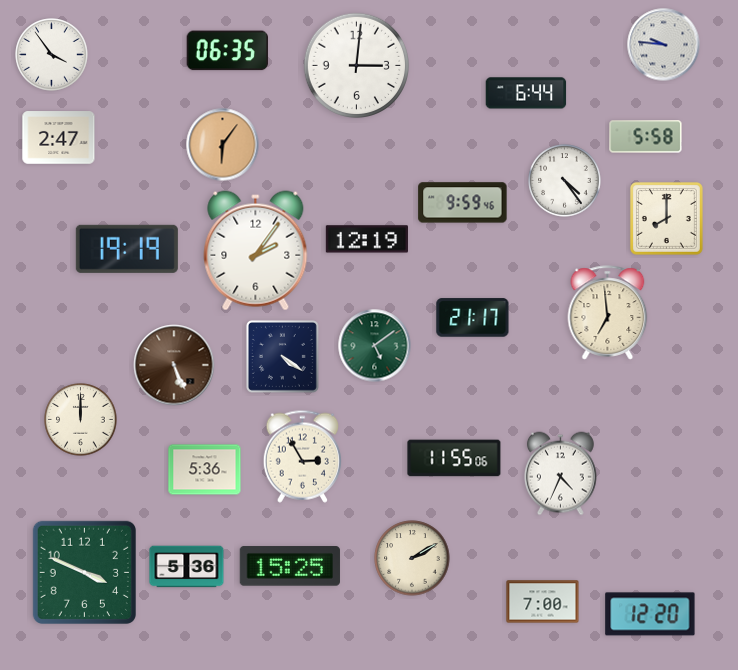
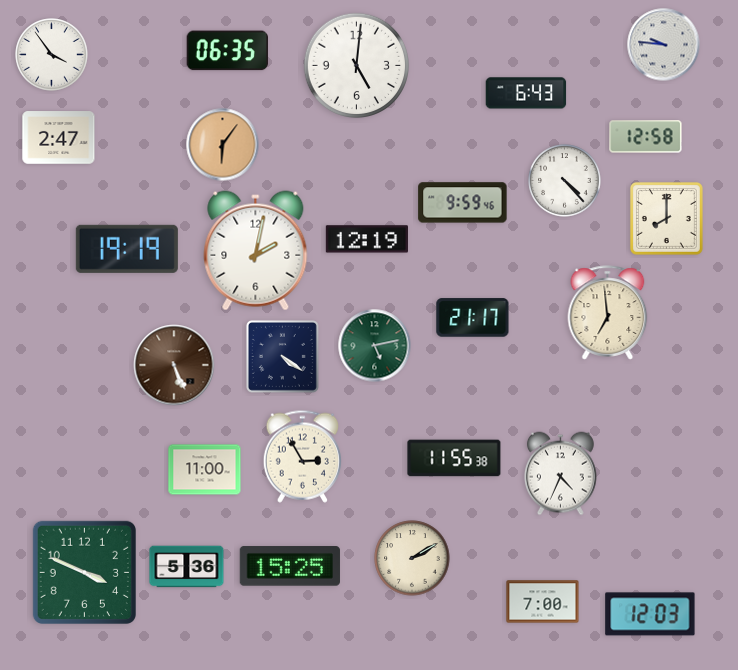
clock at (357, 66): 3:01 -> 5:01
clock at (526, 93): 6:44 -> 6:43
clock at (646, 137): 5:58 -> 12:58
clock at (565, 181): 4:24 -> 4:23
clock at (256, 251): 2:06 -> 2:02
clock at (375, 346): 5:09 -> 5:13
clock at (81, 420): 12:00 -> none
clock at (454, 458): 11:55:06 -> 11:55:38
clock at (205, 470): 5:36 -> 11:00
clock at (650, 614): 12:20 -> 12:03
